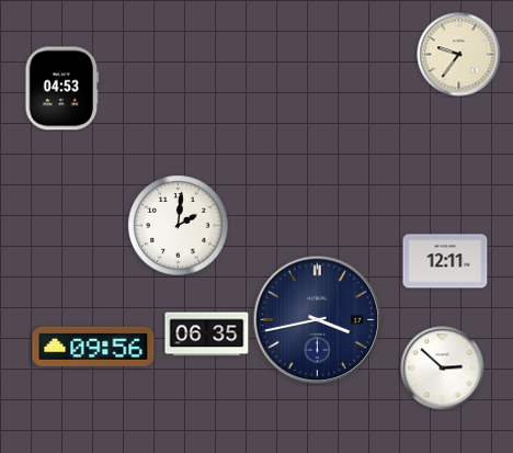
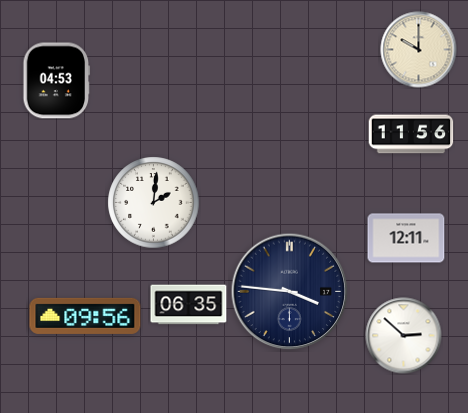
clock at (459, 55): 9:36 -> 10:00
clock at (411, 134): none -> 11:56
clock at (179, 226) position: (179, 226) -> (154, 203)
clock at (318, 320): 3:43 -> 3:46
